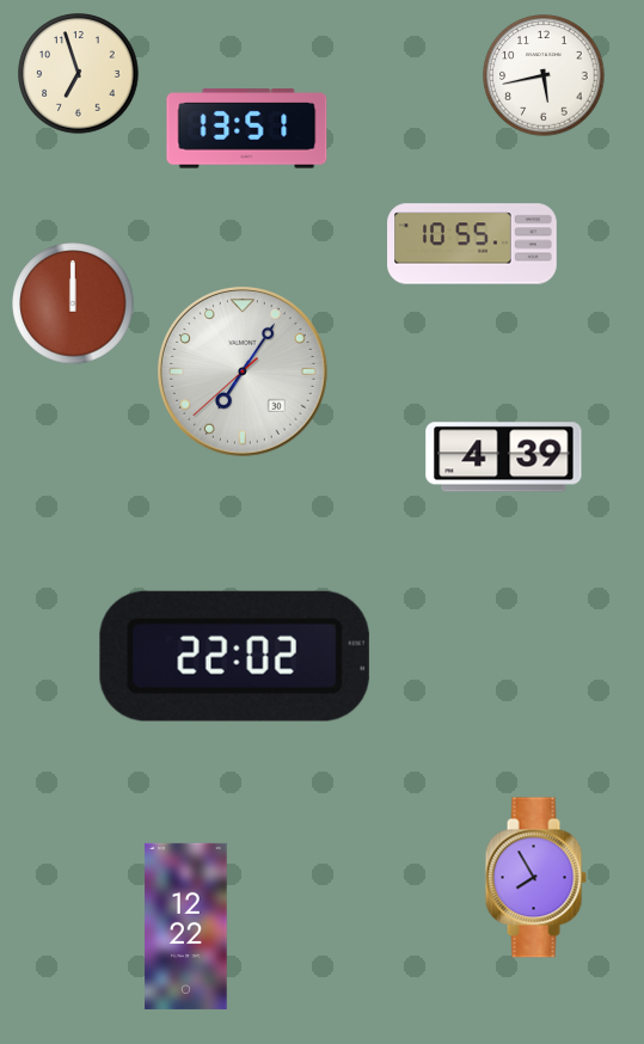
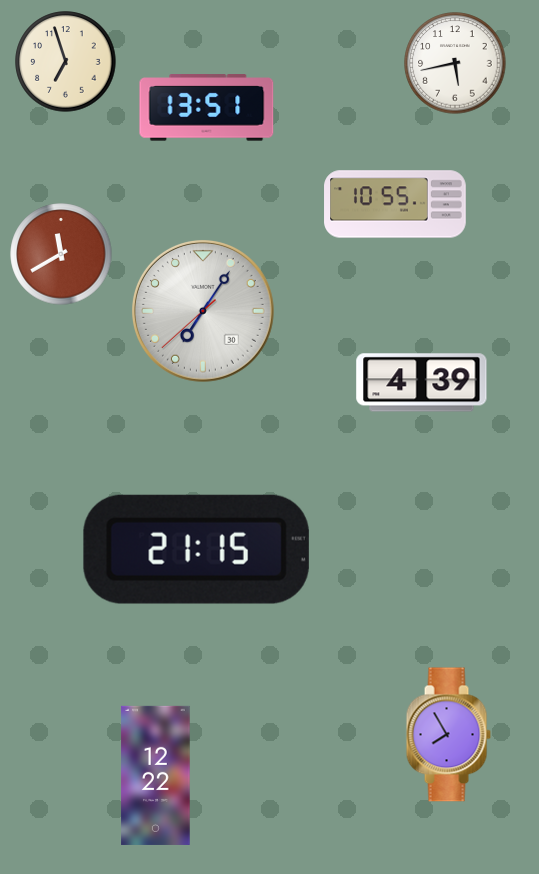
clock at (73, 303): 12:00 -> 11:40
clock at (234, 656): 22:02 -> 21:15
